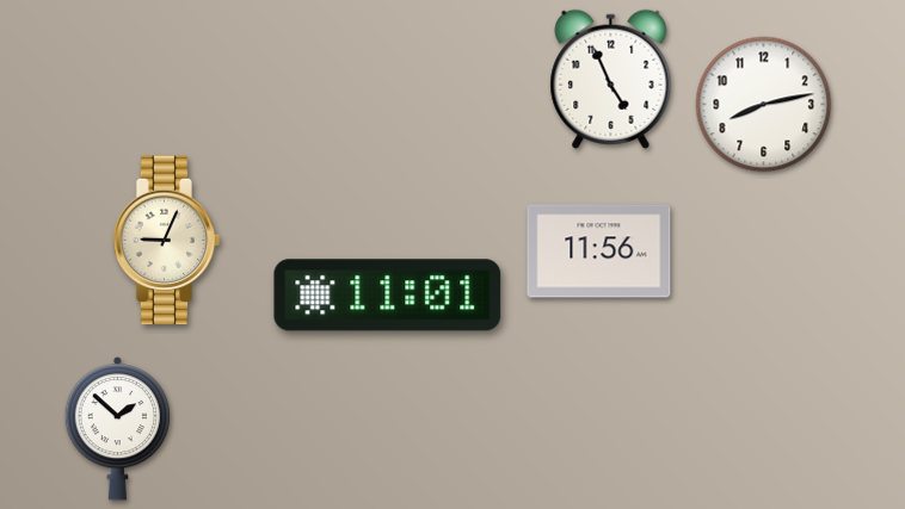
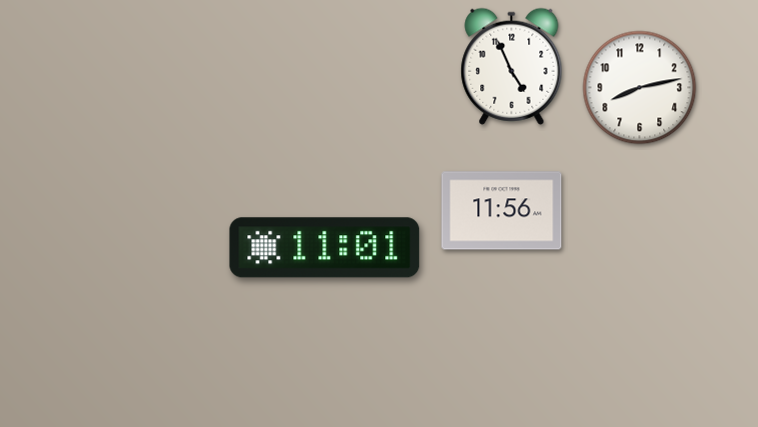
clock at (167, 241): 9:04 -> none
clock at (117, 429): 1:52 -> none
